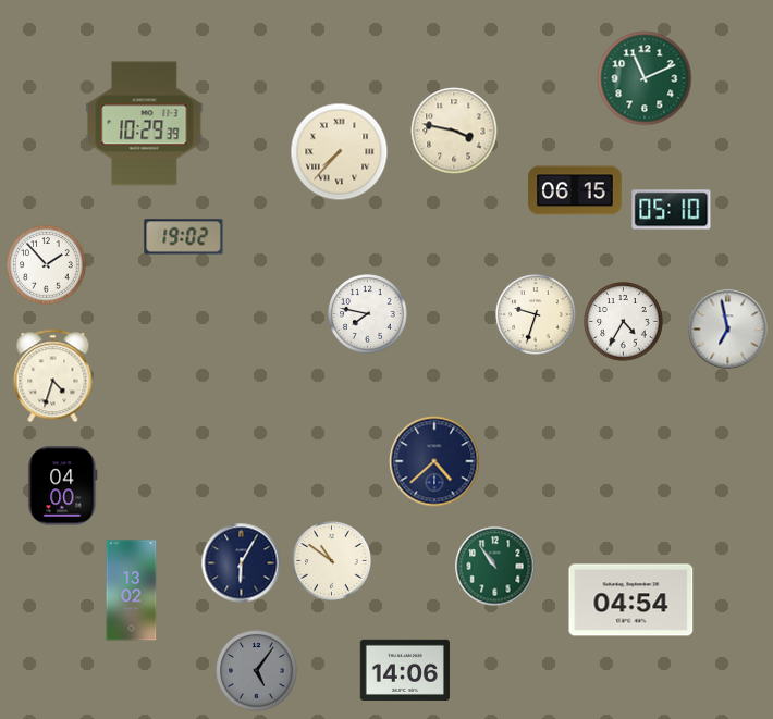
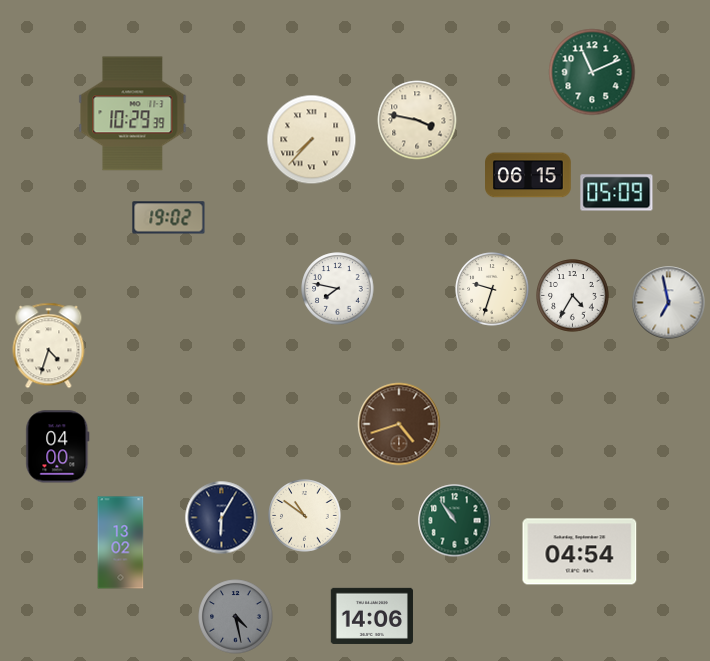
clock at (672, 210): 05:10 -> 05:09
clock at (47, 265): 1:53 -> none
clock at (434, 461): 4:38 -> 4:42
clock at (434, 461) dial: navy -> brown
clock at (257, 671): 5:06 -> 4:28
